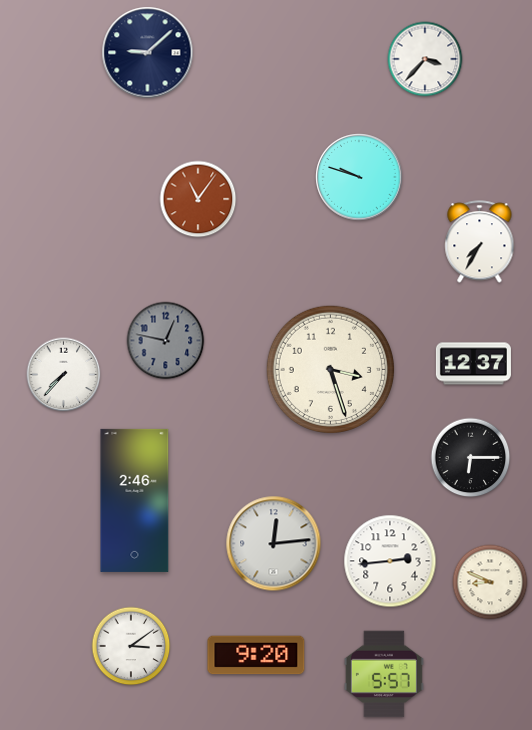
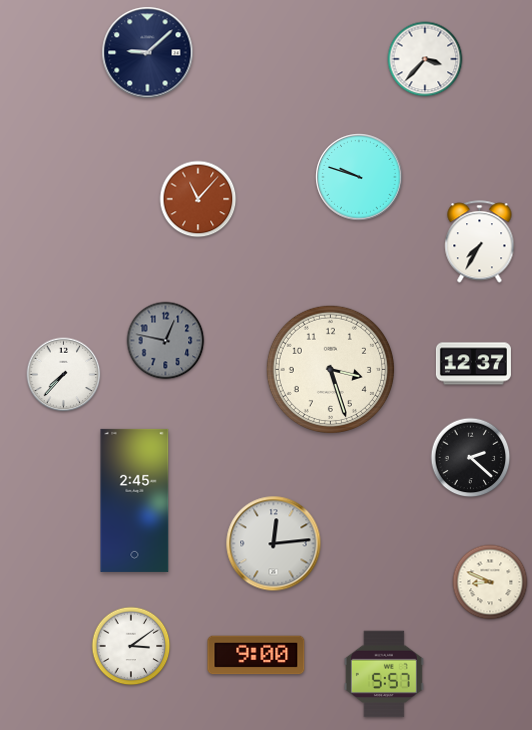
clock at (198, 199): 11:06 -> 11:07
clock at (471, 458): 6:15 -> 2:22
clock at (135, 500): 2:46 -> 2:45
clock at (390, 561): 2:44 -> none
clock at (256, 655): 9:20 -> 9:00
